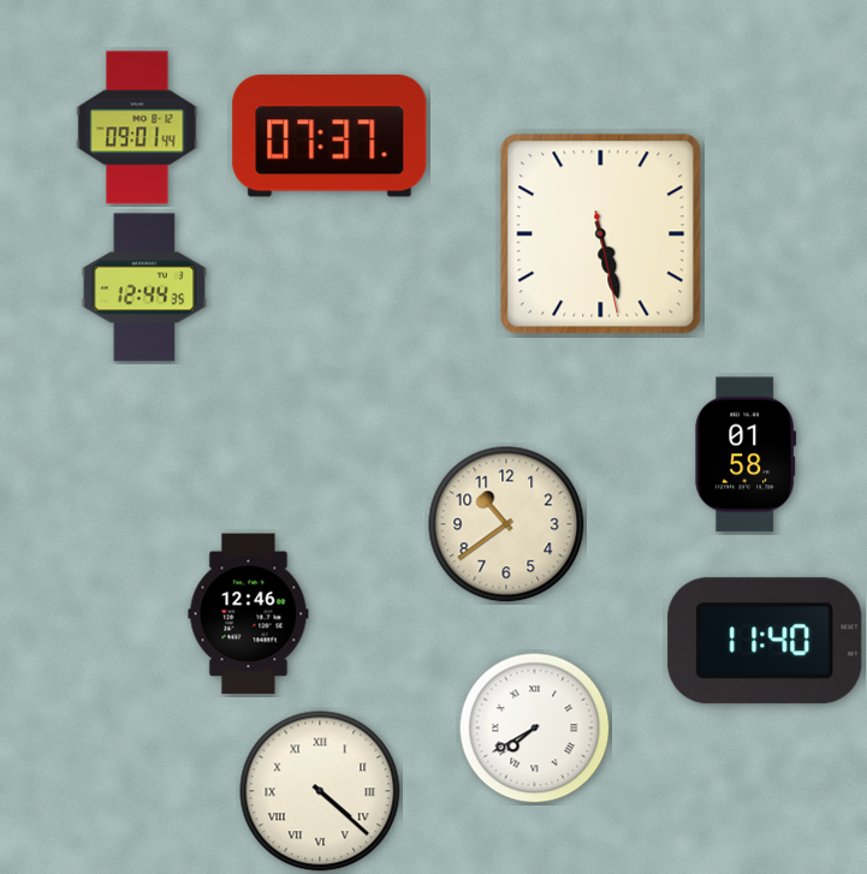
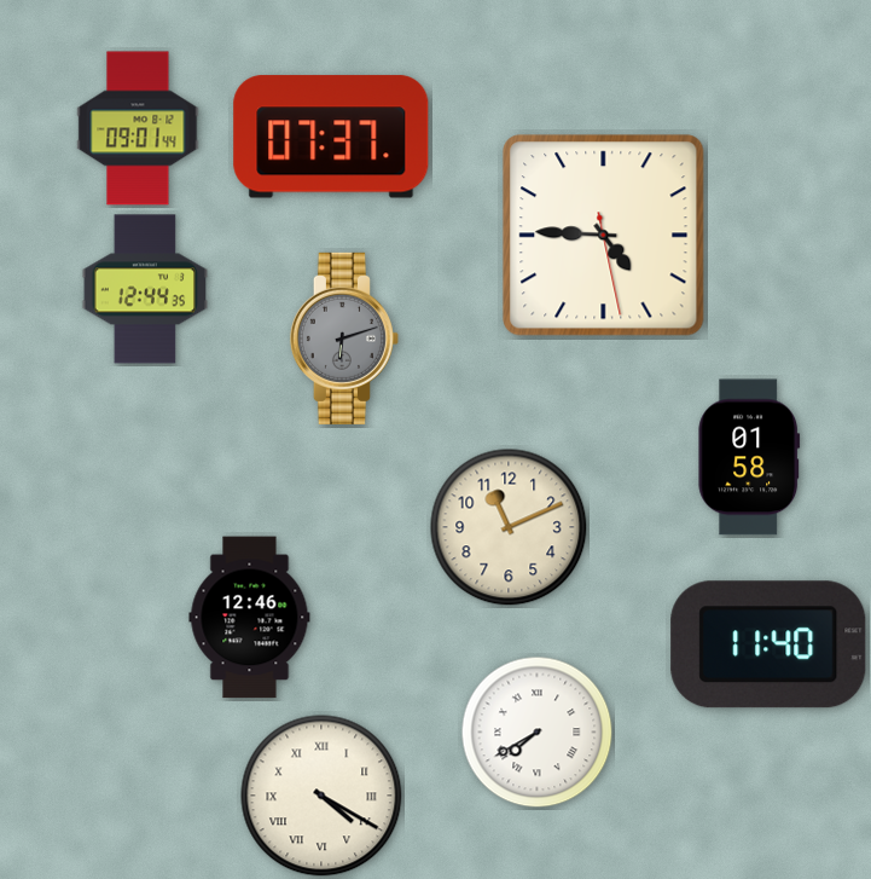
clock at (601, 234): 5:27 -> 4:45
clock at (344, 339): none -> 6:12
clock at (506, 524): 10:39 -> 11:11
clock at (320, 791): 4:22 -> 4:20
